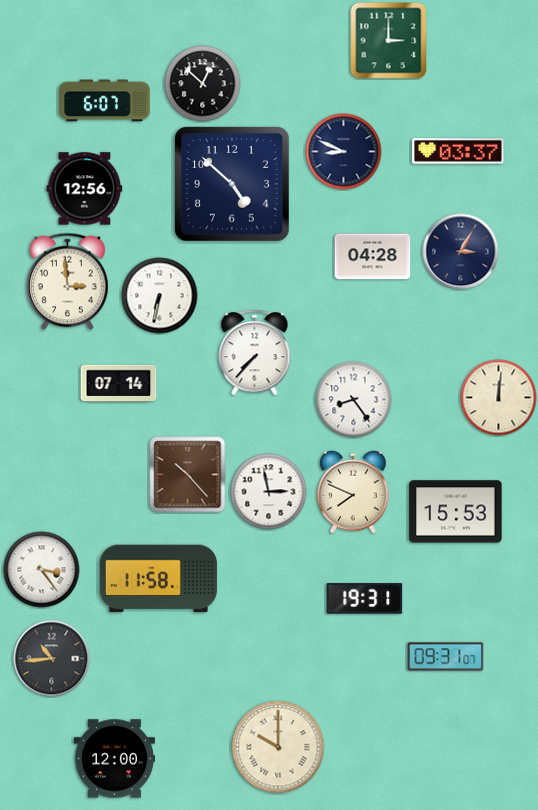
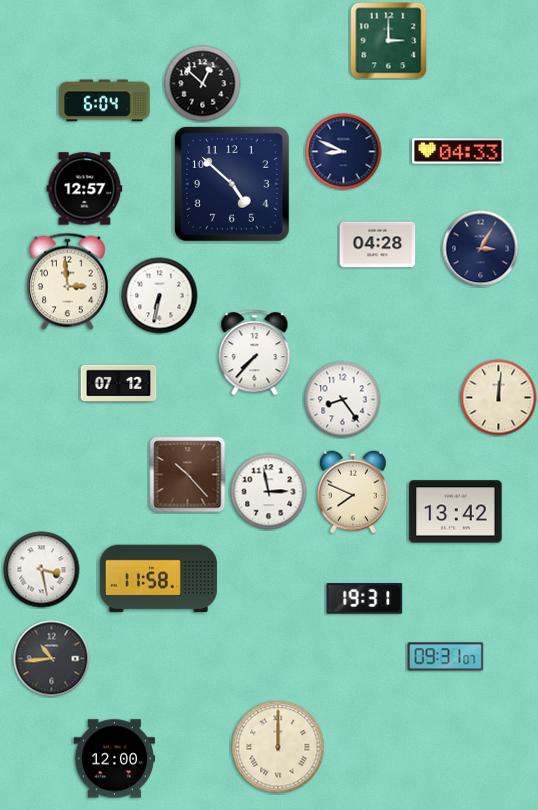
clock at (105, 101): 6:07 -> 6:04
clock at (458, 151): 03:37 -> 04:33
clock at (85, 189): 12:56 -> 12:57
clock at (461, 252) position: (461, 252) -> (481, 249)
clock at (373, 257) position: (373, 257) -> (378, 245)
clock at (119, 384): 07:14 -> 07:12
clock at (354, 400) position: (354, 400) -> (343, 400)
clock at (456, 512): 15:53 -> 13:42
clock at (42, 570): 3:24 -> 3:28
clock at (278, 747): 10:00 -> 12:00
